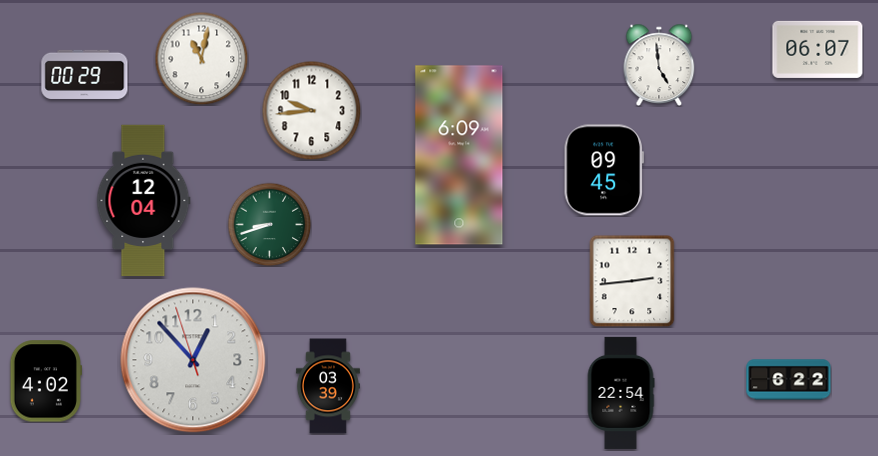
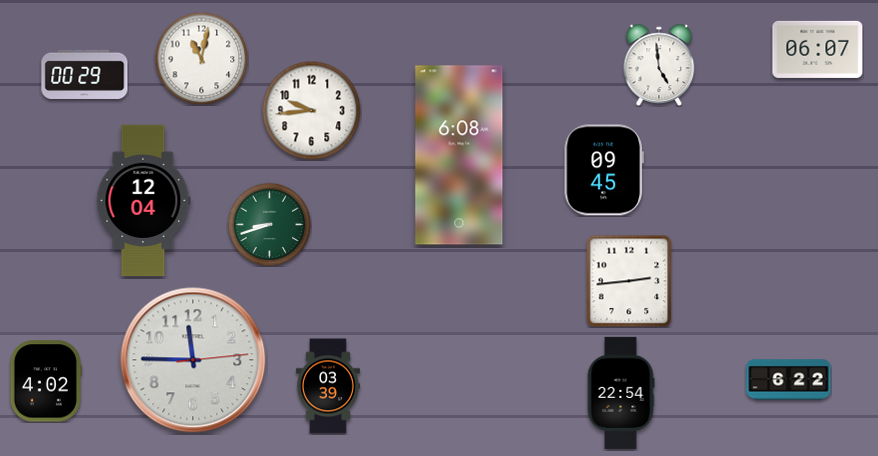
clock at (459, 155): 6:09 -> 6:08
clock at (632, 281) position: (632, 281) -> (629, 281)
clock at (193, 360): 12:52 -> 11:45
